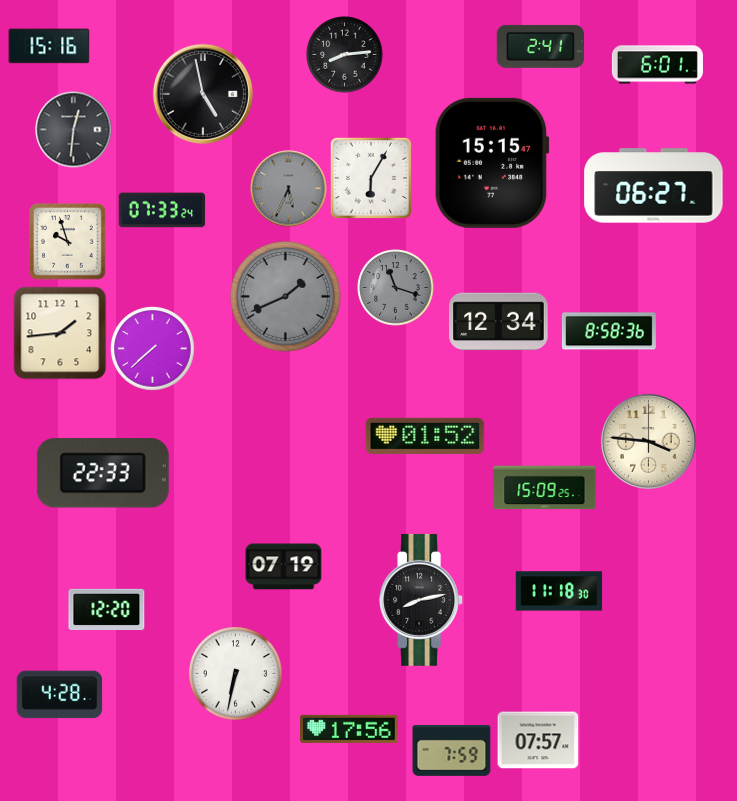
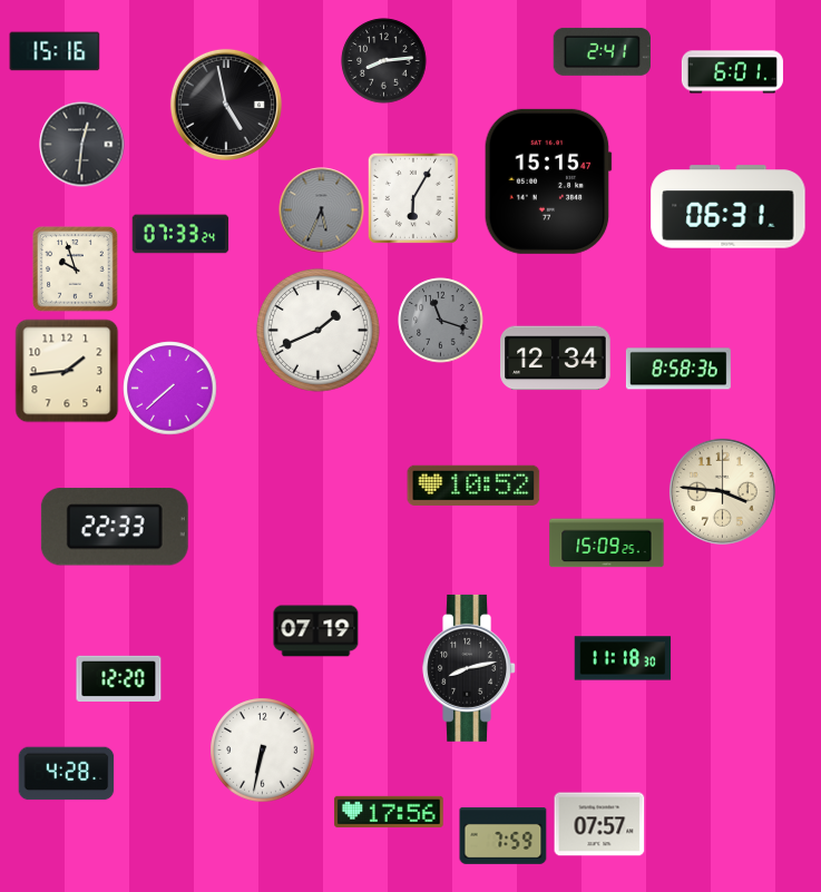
clock at (654, 186): 06:27 -> 06:31
clock at (285, 296) dial: grey -> white
clock at (425, 436): 01:52 -> 10:52
